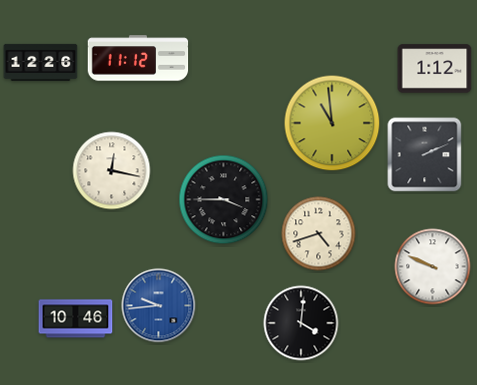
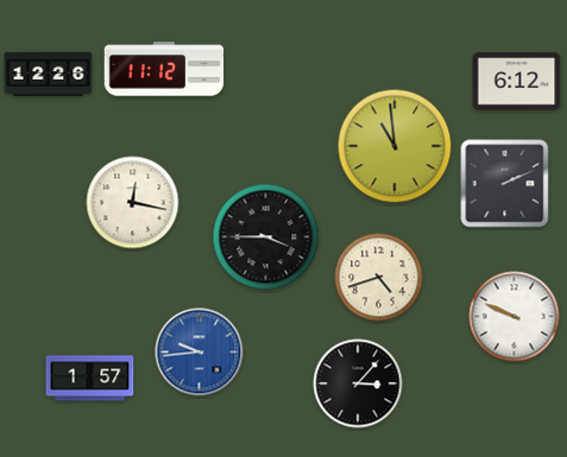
clock at (435, 69): 1:12 -> 6:12
clock at (159, 306) position: (159, 306) -> (200, 353)
clock at (76, 319): 10:46 -> 1:57
clock at (301, 323): 4:01 -> 3:07
